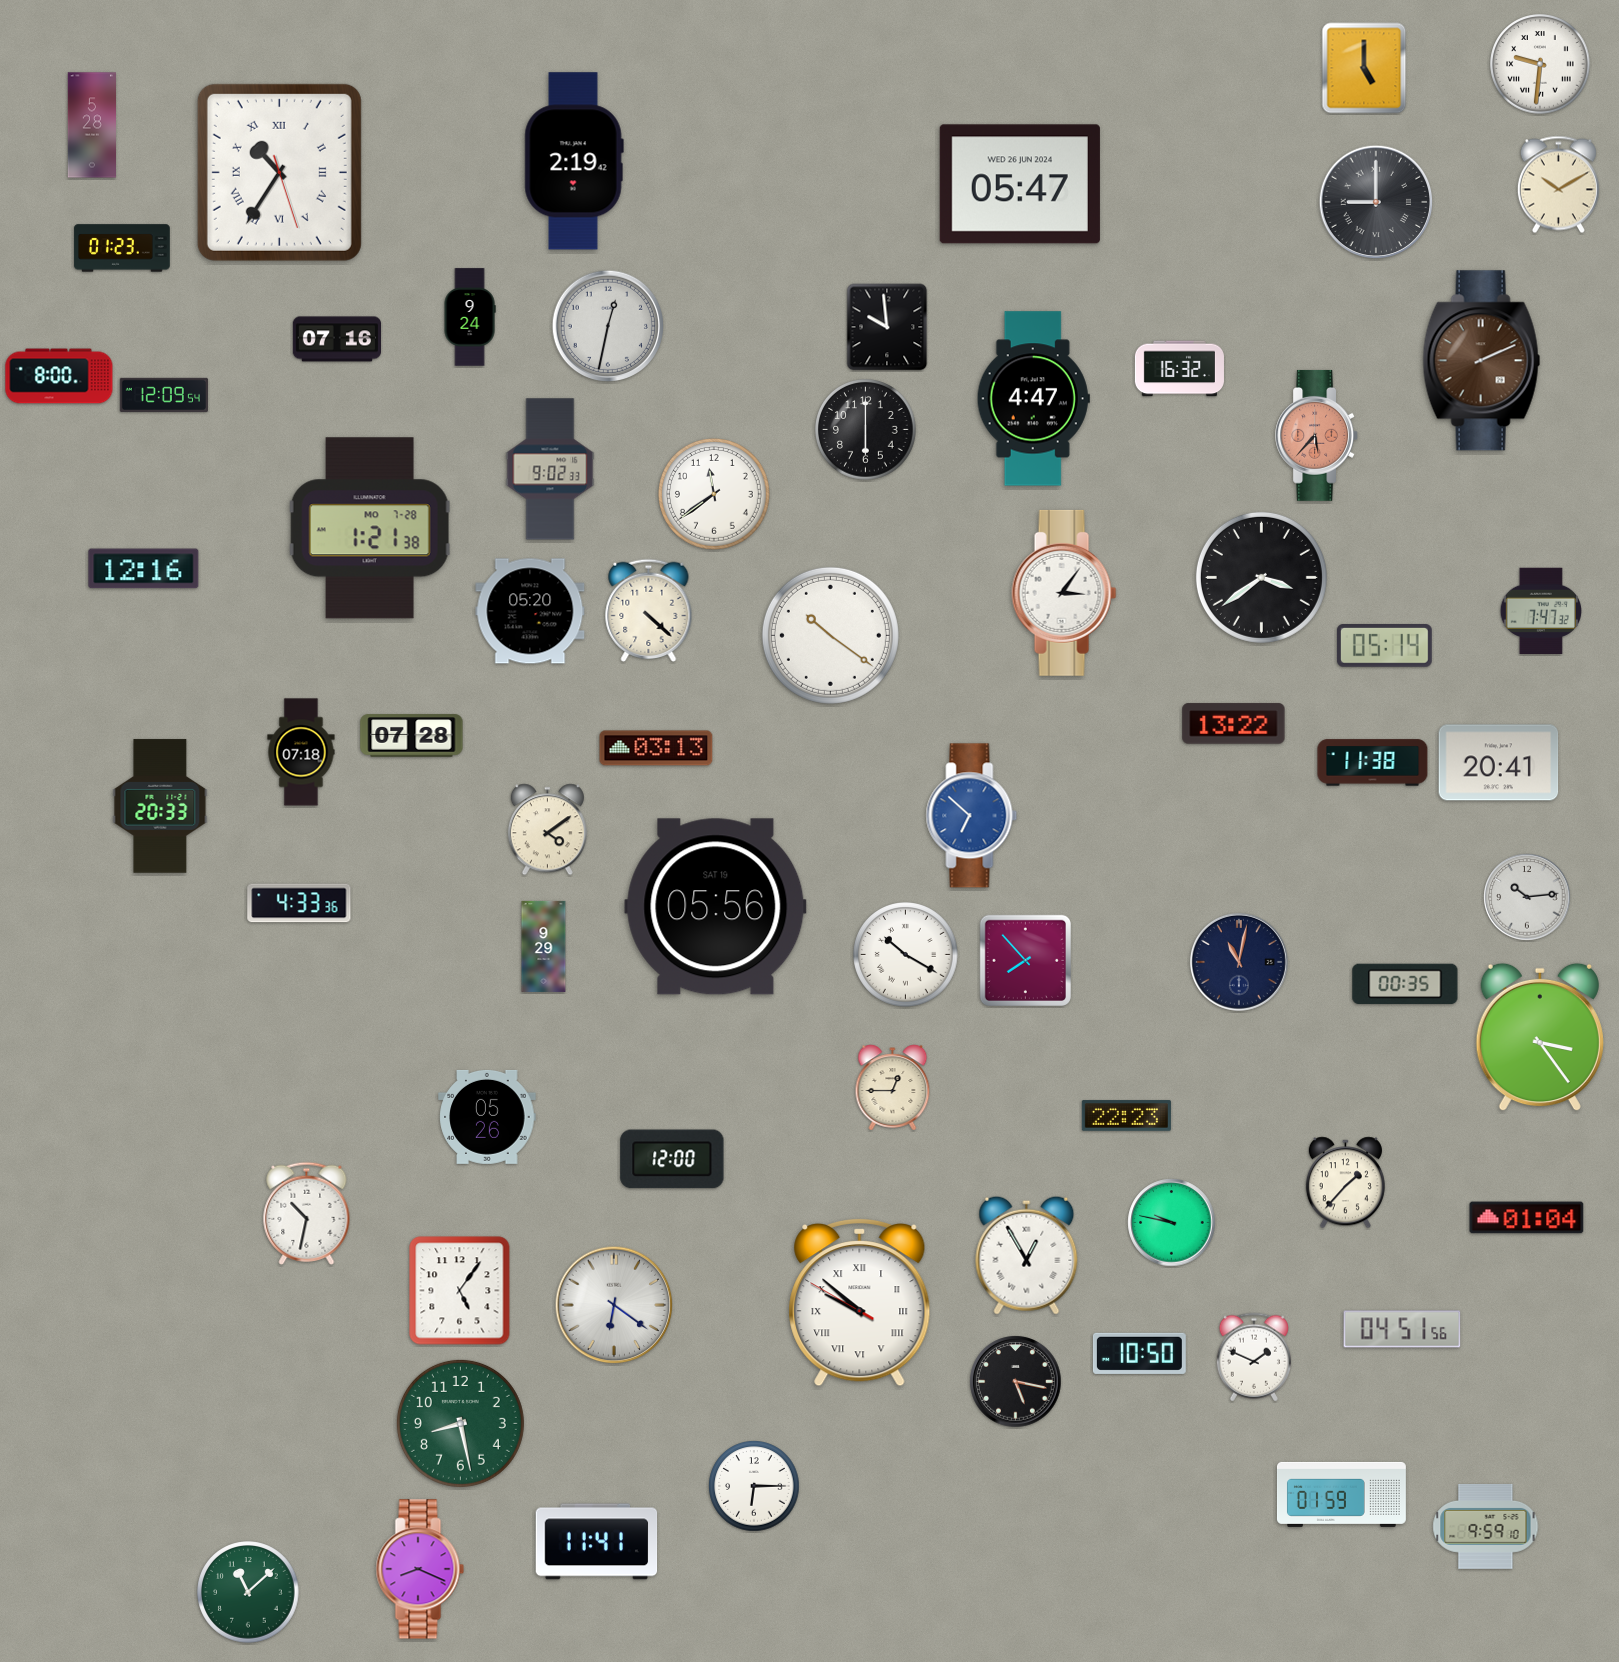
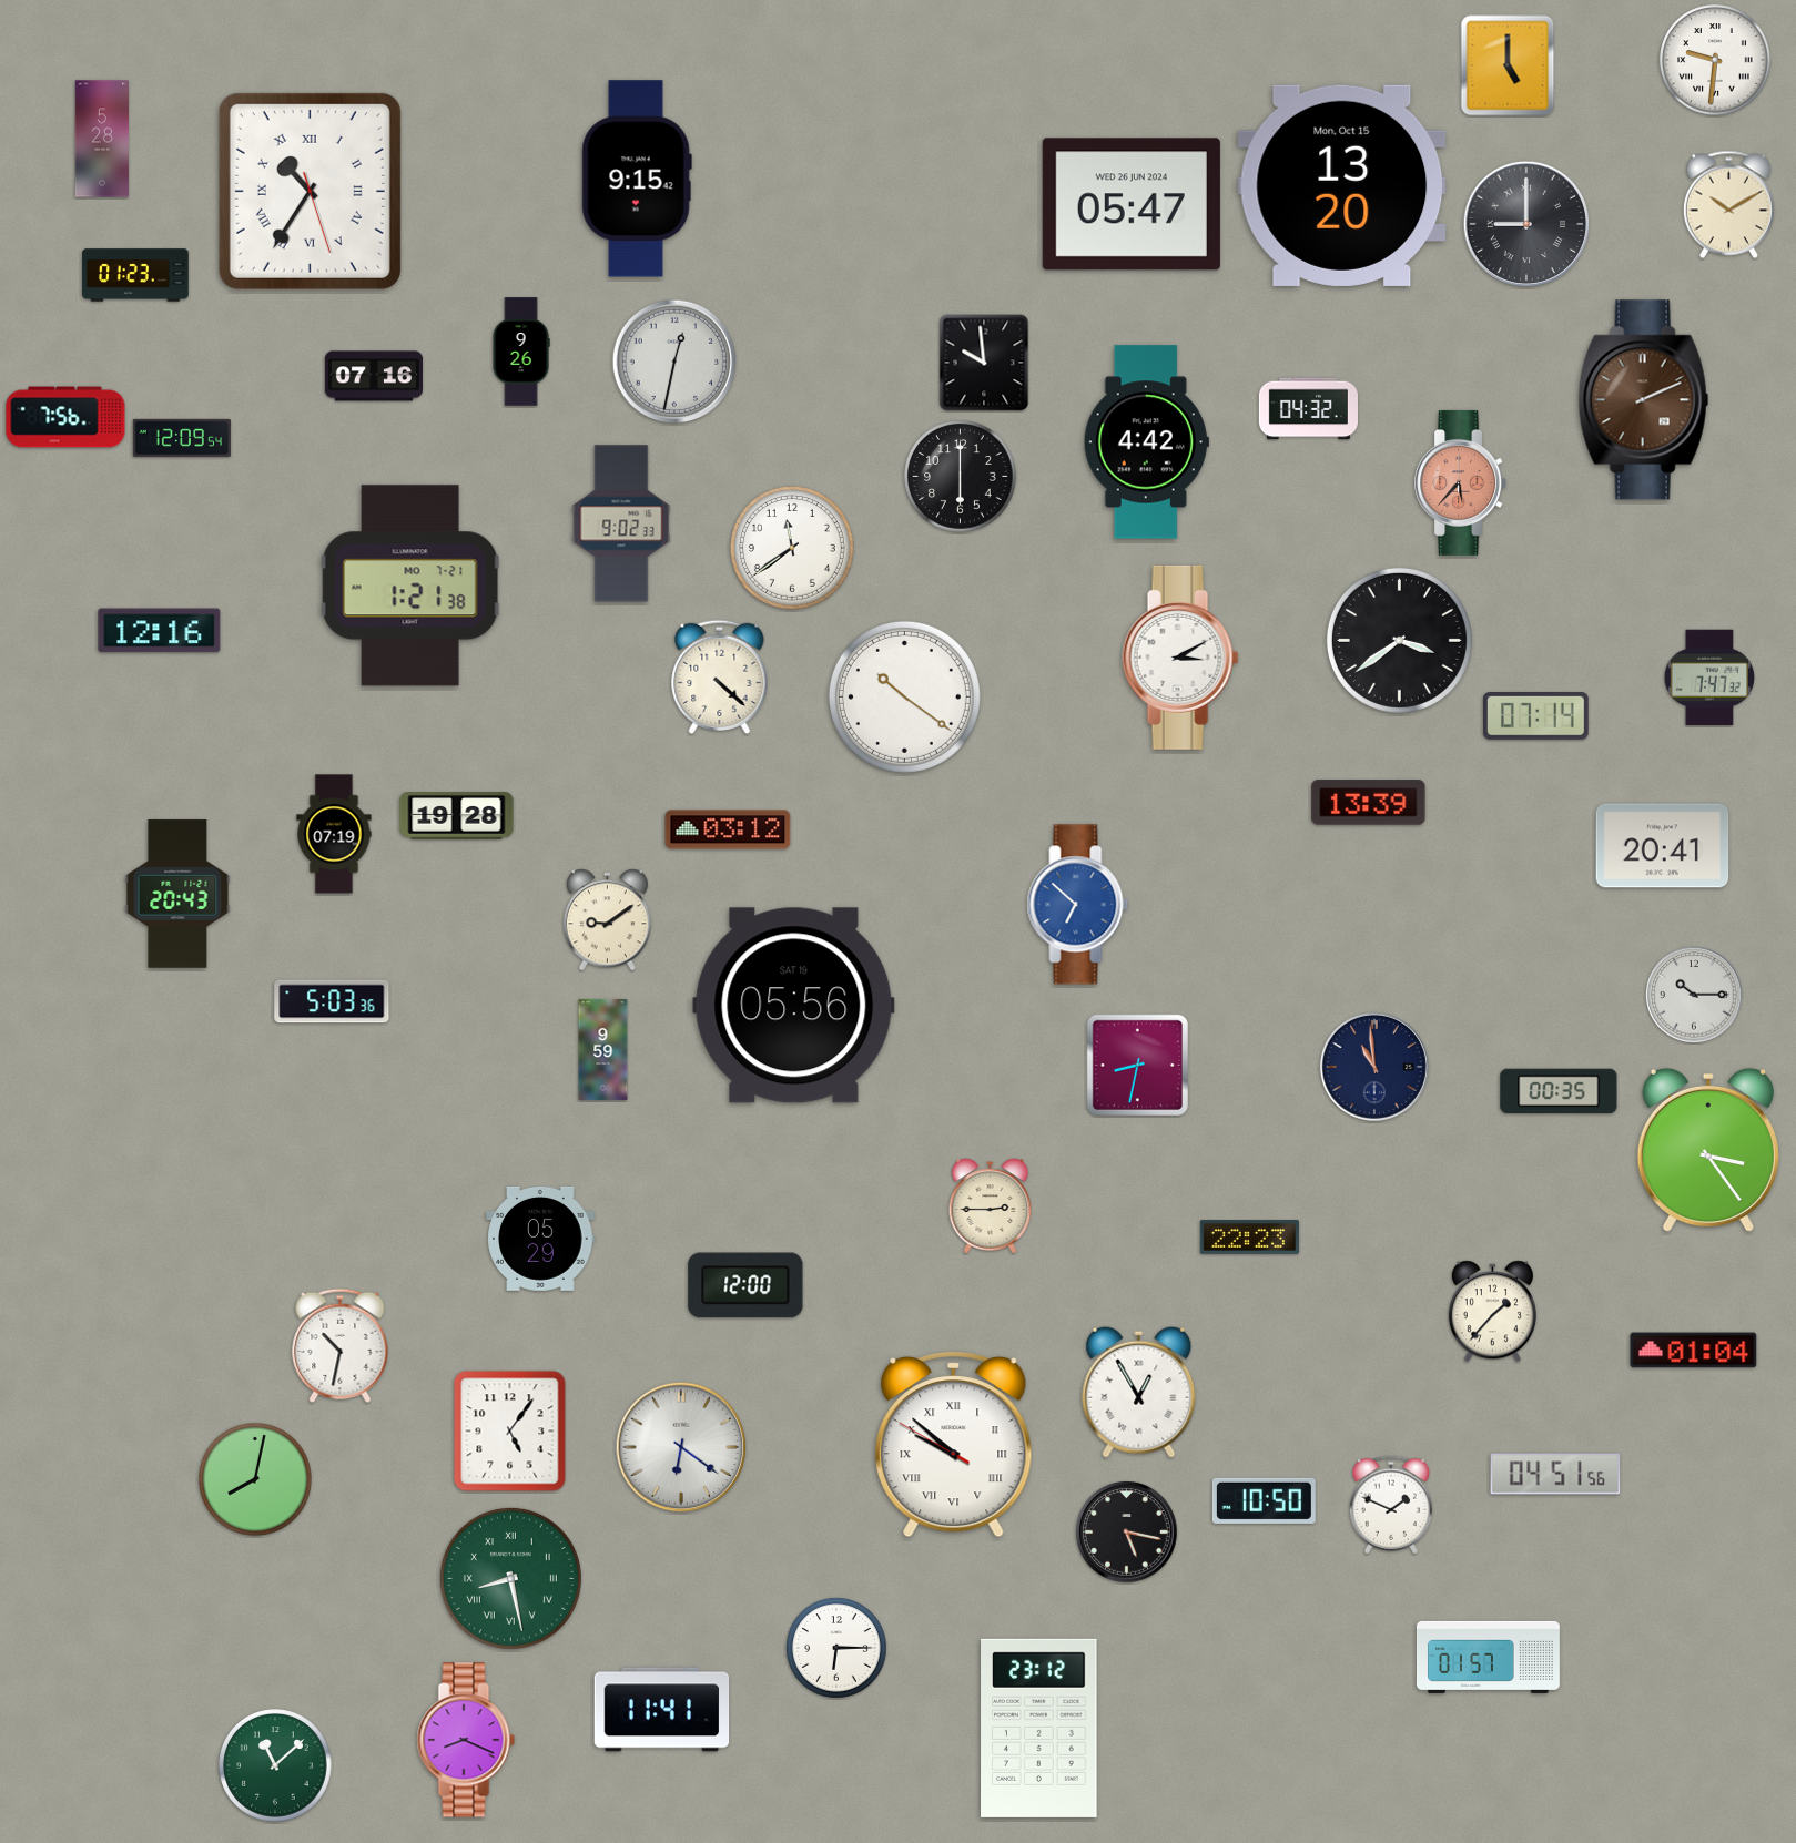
clock at (1540, 64) position: (1540, 64) -> (1715, 60)
clock at (1364, 68) position: (1364, 68) -> (1508, 65)
clock at (574, 161): 2:19 -> 9:15
clock at (1342, 185): none -> 13:20
clock at (470, 317): 9:24 -> 9:26
clock at (1179, 369): 16:32 -> 04:32
clock at (59, 376): 8:00 -> 7:56
clock at (1033, 399): 4:47 -> 4:42
clock at (550, 469) position: (550, 469) -> (621, 523)
clock at (370, 528) date: MO 7-28 -> MO 7-21
clock at (1064, 593): 3:06 -> 3:10
clock at (530, 611): 05:20 -> none
clock at (830, 635) position: (830, 635) -> (904, 696)
clock at (1385, 646): 05:14 -> 07:14
clock at (1234, 724): 13:22 -> 13:39
clock at (412, 736): 07:28 -> 19:28
clock at (656, 748): 03:13 -> 03:12
clock at (301, 752): 07:18 -> 07:19
clock at (1373, 763): 11:38 -> none
clock at (160, 806): 20:33 -> 20:43
clock at (547, 830): 4:09 -> 9:09
clock at (1527, 897): 10:14 -> 10:15
clock at (299, 903): 4:33 -> 5:03
clock at (544, 946): 9:29 -> 9:59
clock at (906, 955): 10:20 -> none
clock at (1025, 960): 7:53 -> 8:32
clock at (1239, 962): 11:02 -> 10:59
clock at (893, 1088): 12:45 -> 2:45
clock at (487, 1117): 05:26 -> 05:29
clock at (1172, 1223): 9:47 -> none
clock at (255, 1479): none -> 8:02
clock at (460, 1423) numerals: Arabic -> Roman
clock at (1341, 1494): 01:59 -> 01:57
clock at (1486, 1526): 9:59 -> none
clock at (1039, 1728): none -> 23:12
